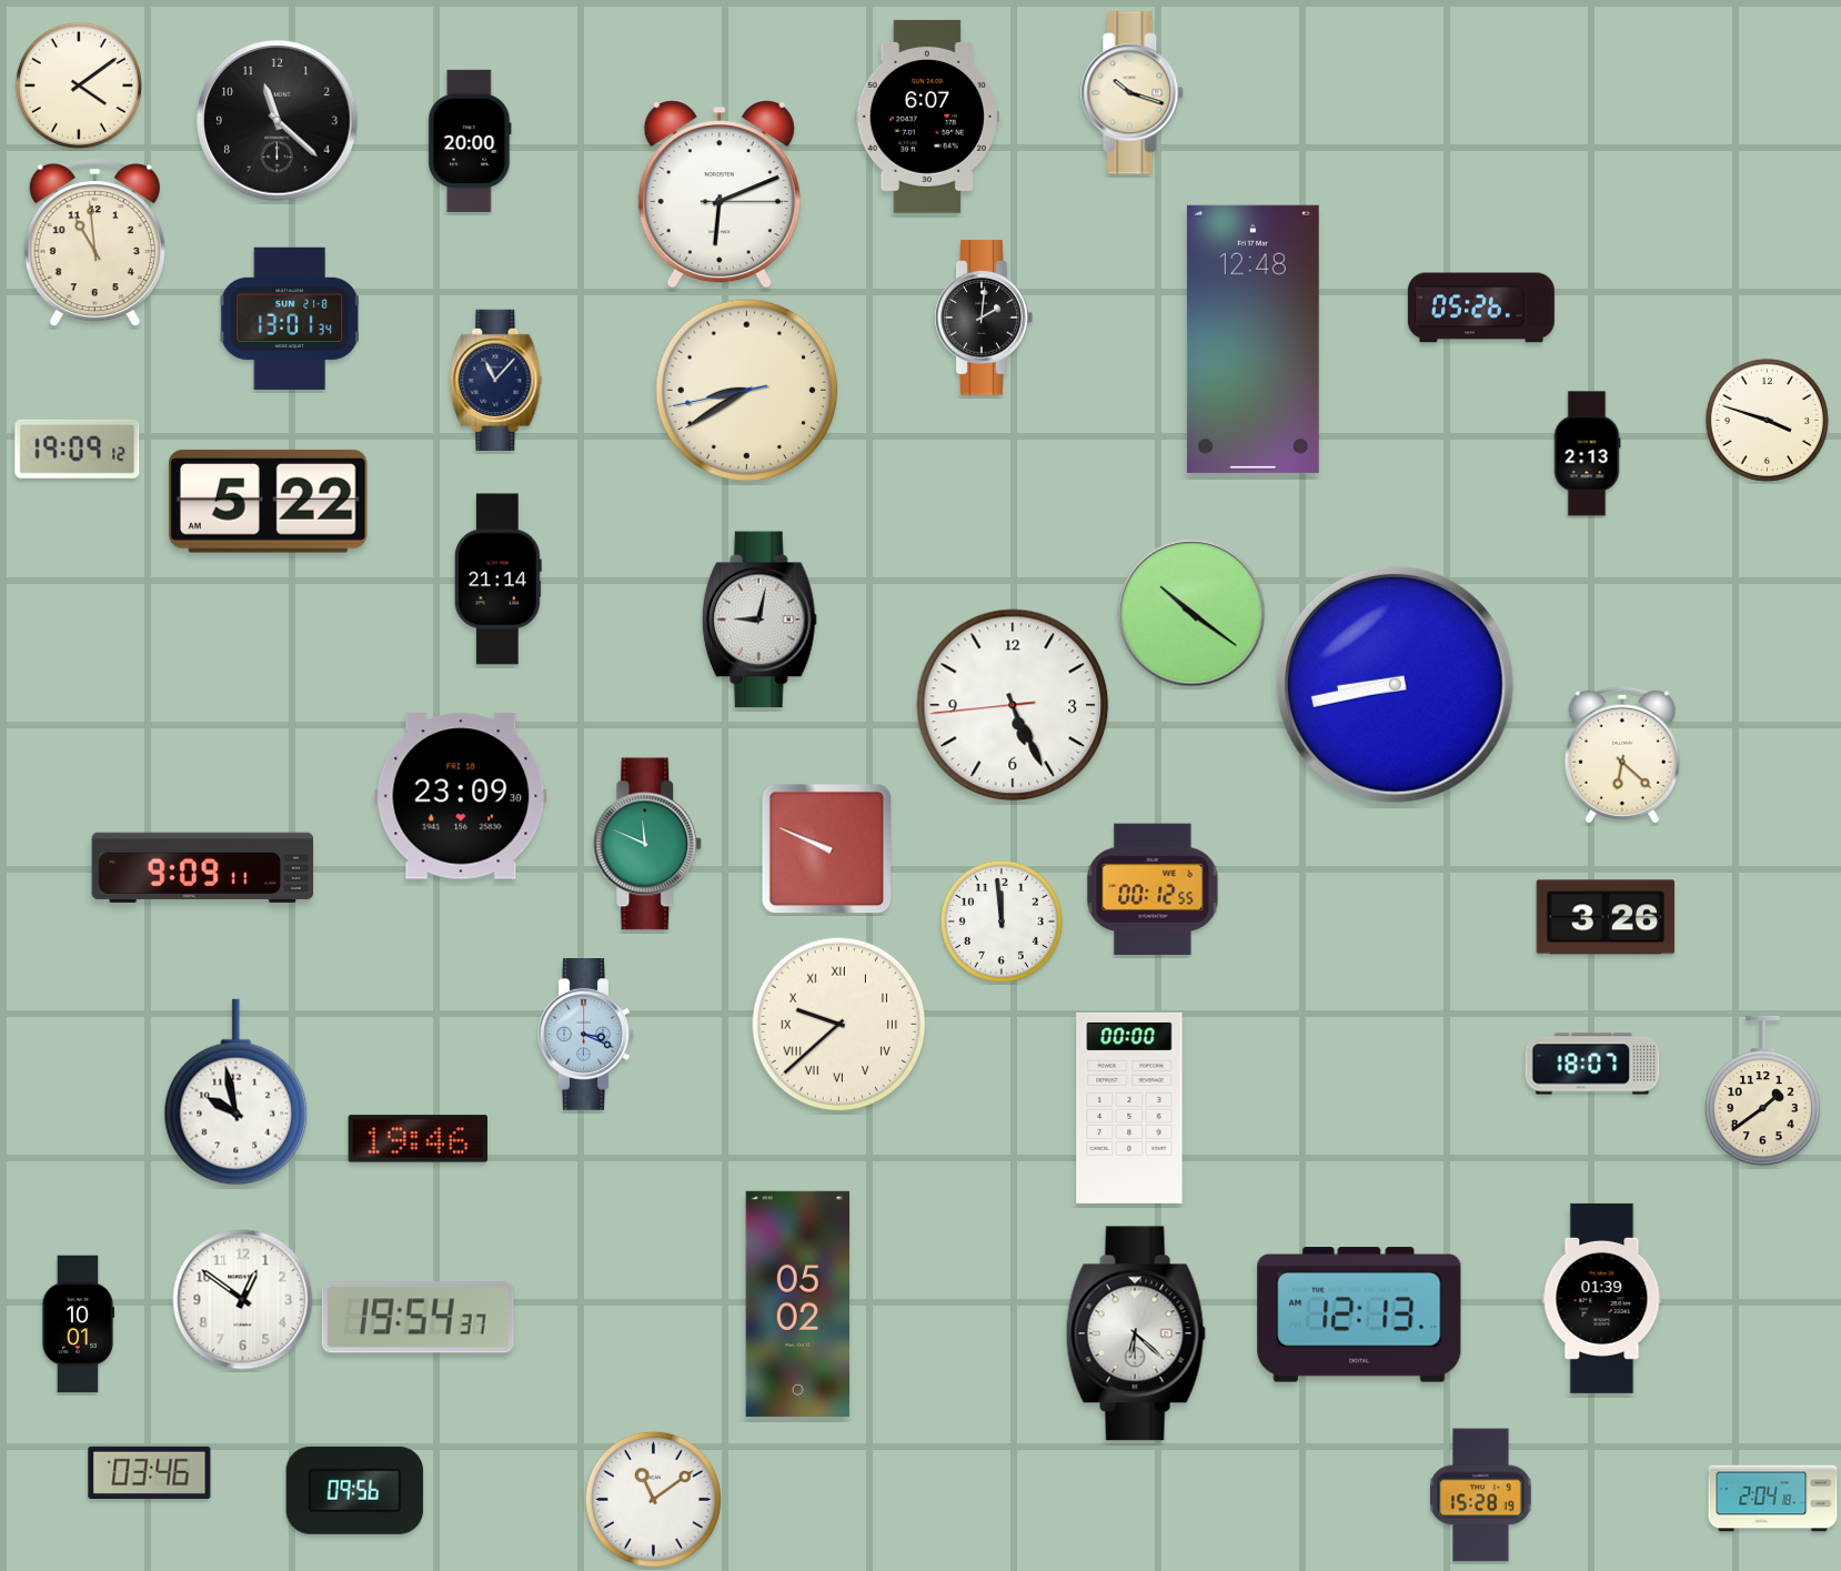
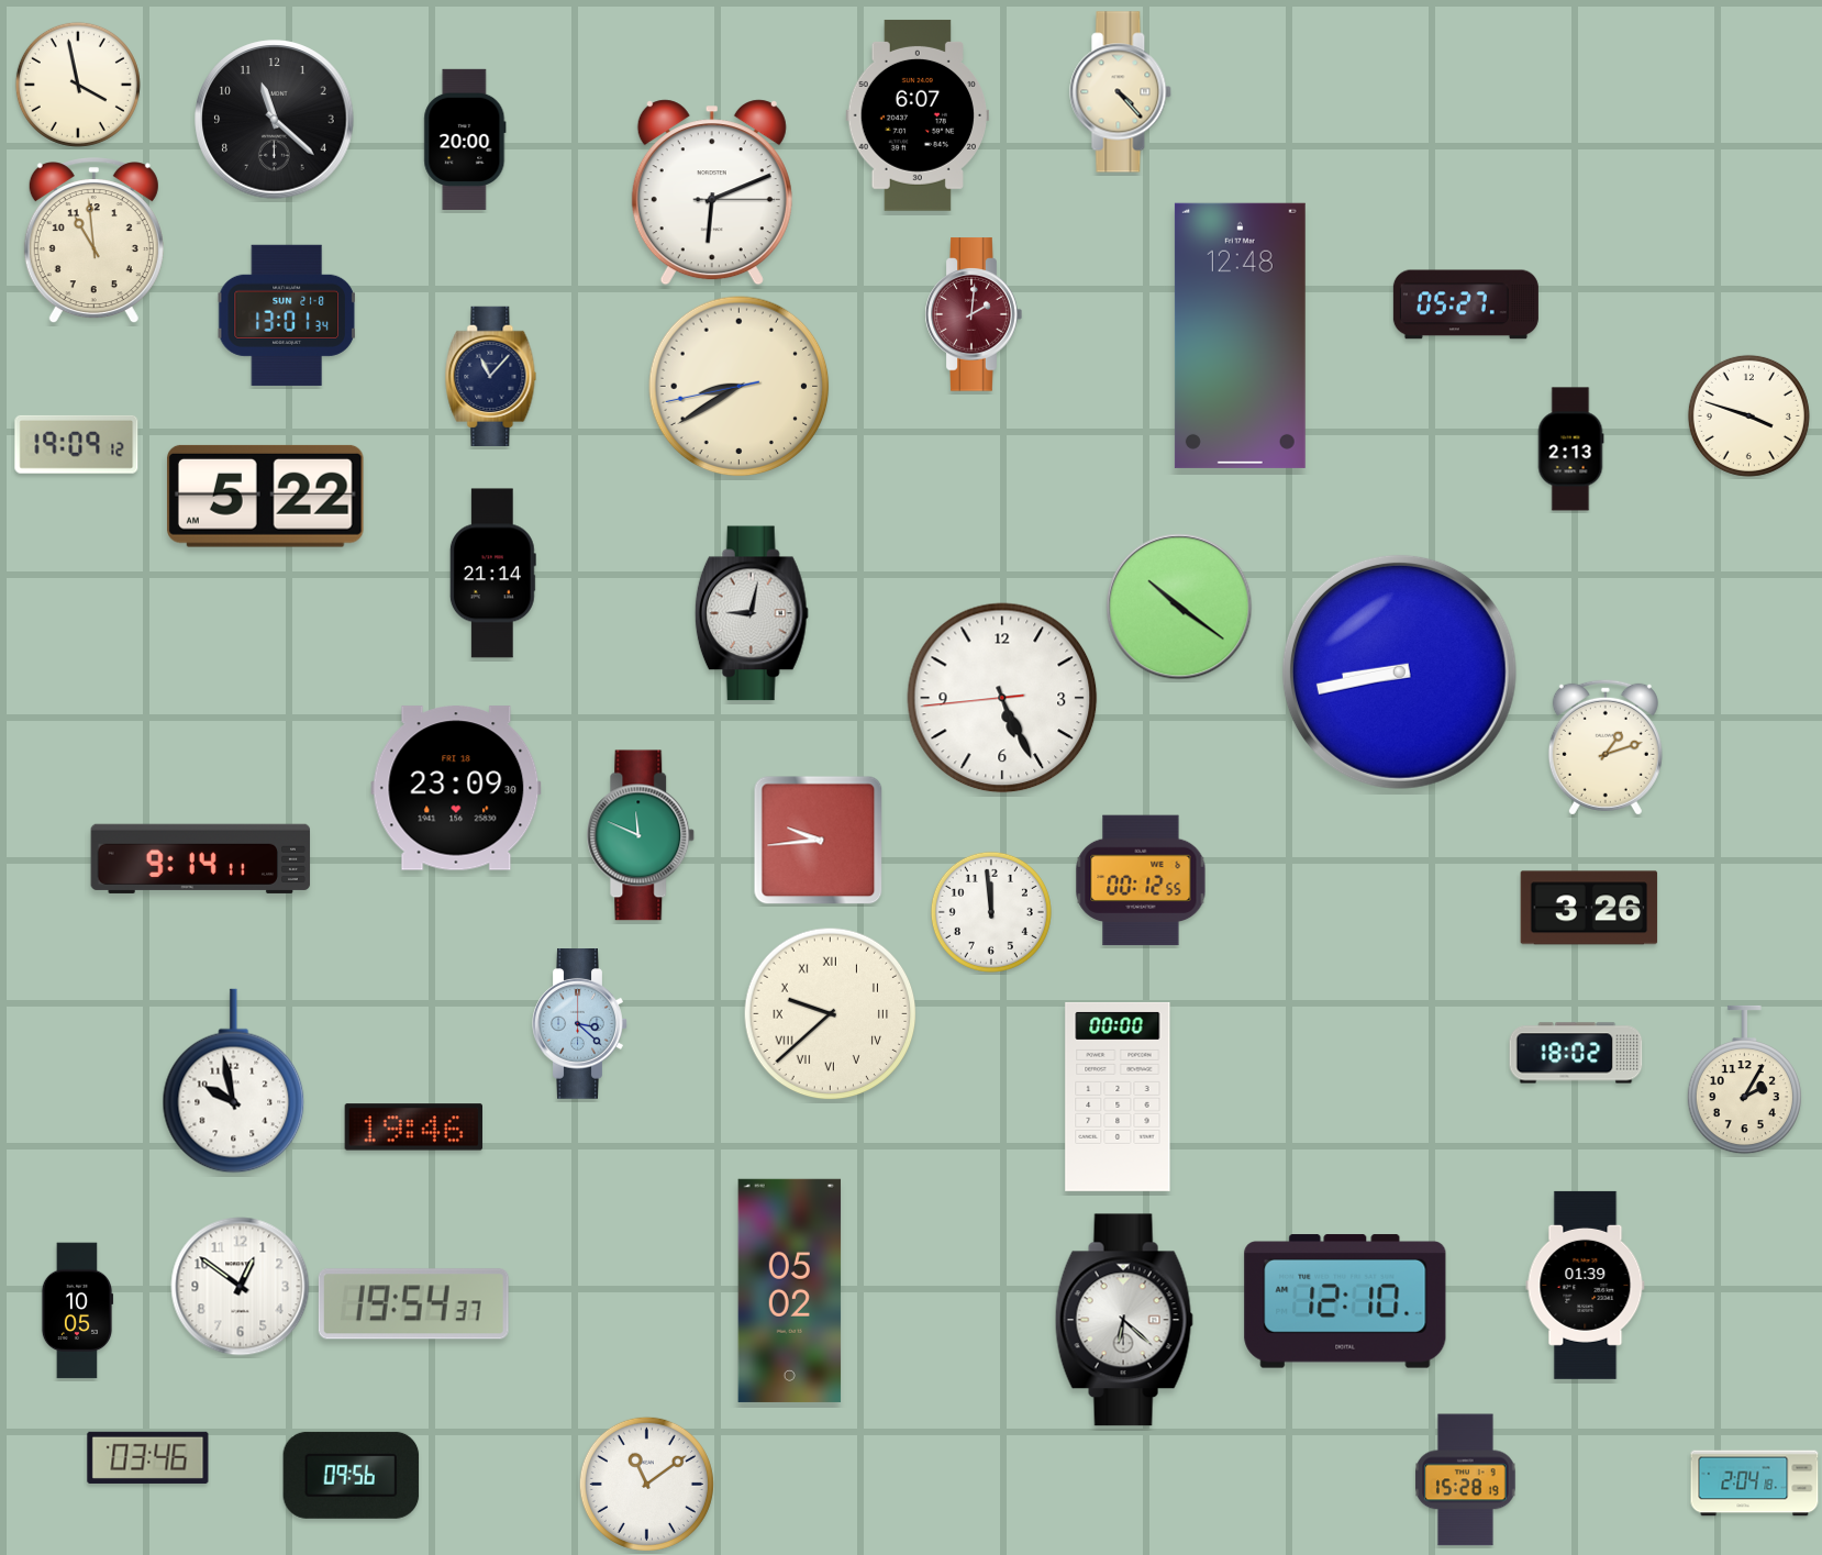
clock at (79, 85): 4:09 -> 3:58
clock at (1133, 93): 10:18 -> 4:23
clock at (1481, 308): 05:26 -> 05:27
clock at (984, 318) dial: black -> burgundy
clock at (1395, 684) position: (1395, 684) -> (1399, 671)
clock at (1622, 755): 6:22 -> 1:12
clock at (827, 849): 9:49 -> 9:44
clock at (203, 867): 9:09 -> 9:14
clock at (586, 1035): 3:19 -> 3:22
clock at (1592, 1064): 18:07 -> 18:02
clock at (1762, 1091): 1:39 -> 2:05
clock at (1359, 1315): 12:13 -> 12:10
clock at (78, 1325): 10:01 -> 10:05
